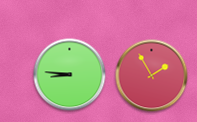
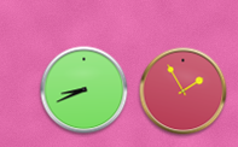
clock at (70, 75): 8:46 -> 8:41
